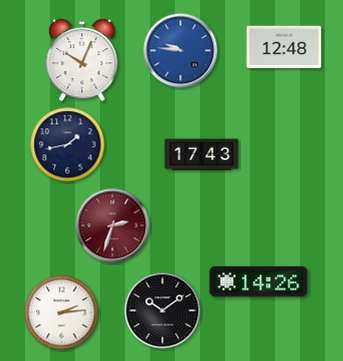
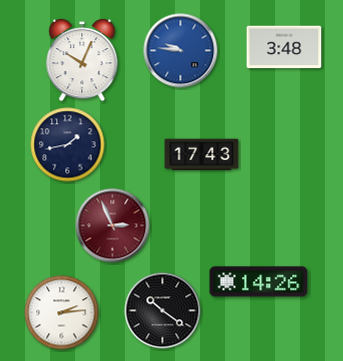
clock at (284, 47): 12:48 -> 3:48
clock at (113, 226): 2:33 -> 2:56
clock at (163, 311): 10:09 -> 10:21
